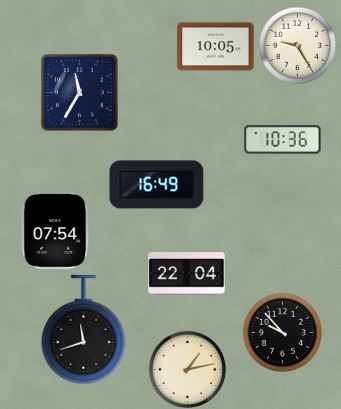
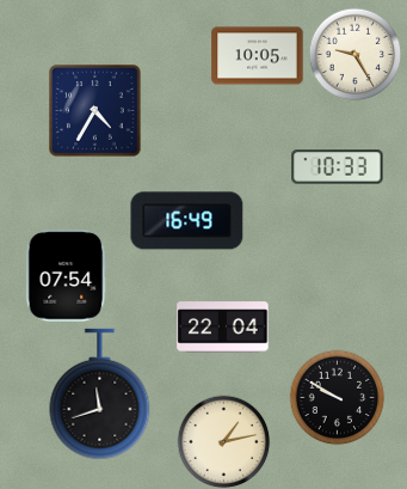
clock at (80, 93): 11:35 -> 4:35
clock at (283, 140): 10:36 -> 10:33
clock at (282, 332): 9:53 -> 9:50
